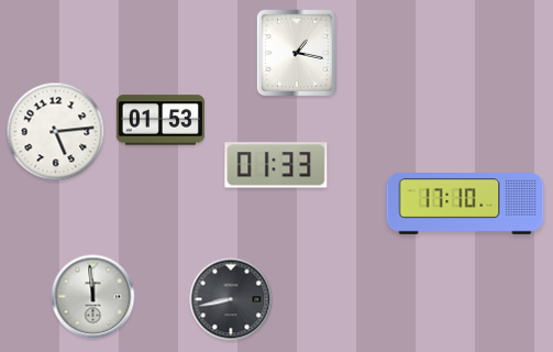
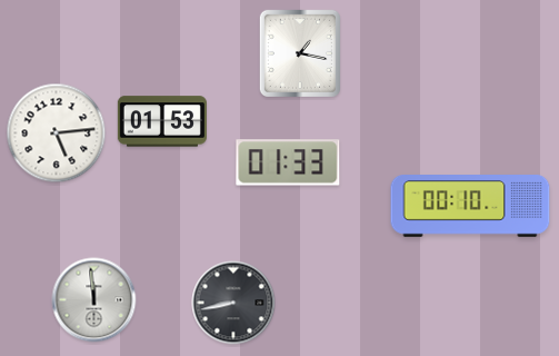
clock at (276, 165) position: (276, 165) -> (288, 162)
clock at (465, 205): 17:10 -> 00:10
